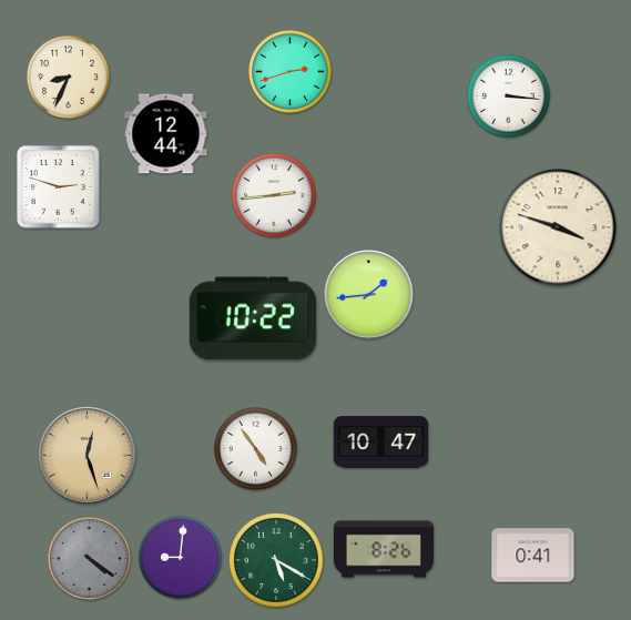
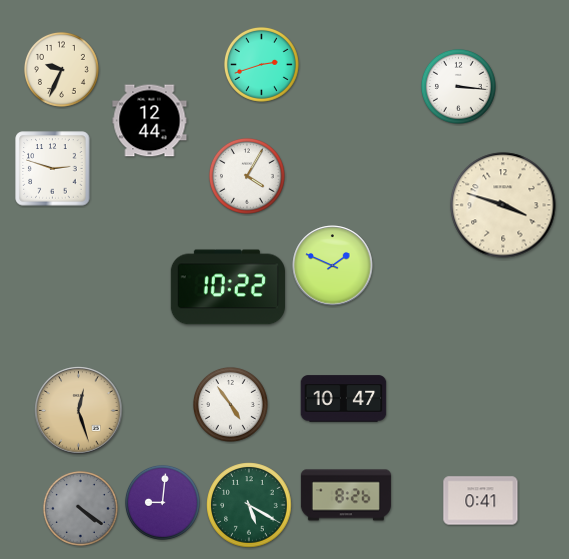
clock at (68, 77): 8:34 -> 9:34
clock at (274, 195): 2:44 -> 4:05
clock at (369, 295): 1:44 -> 1:49
clock at (89, 558) position: (89, 558) -> (80, 508)
